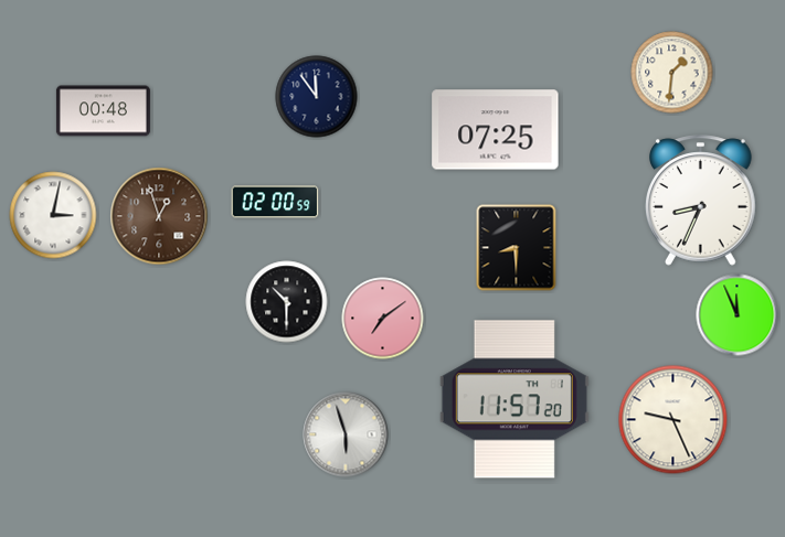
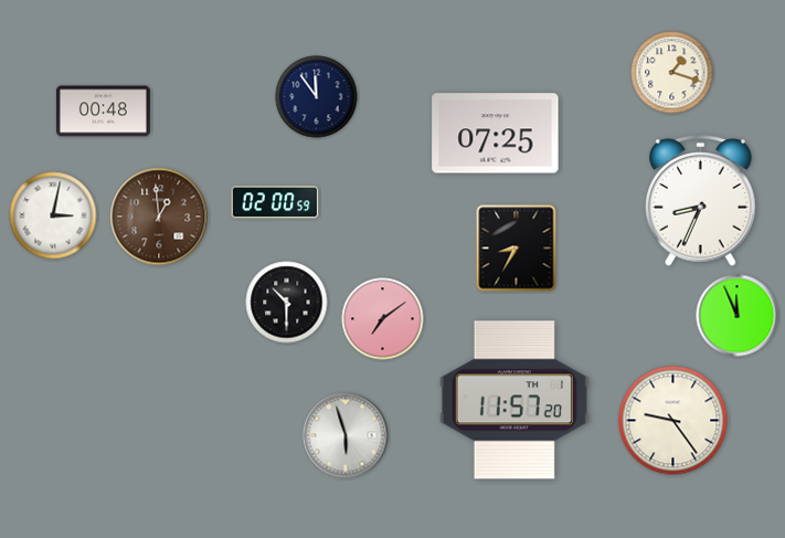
clock at (672, 73): 1:31 -> 1:18
clock at (496, 130) position: (496, 130) -> (496, 134)
clock at (159, 216): 12:57 -> 12:59
clock at (517, 248): 8:30 -> 8:35
clock at (673, 420): 9:26 -> 9:24
